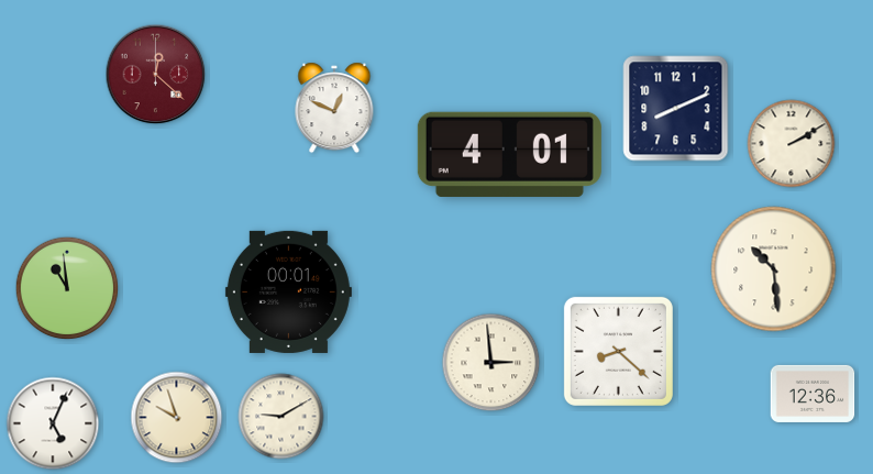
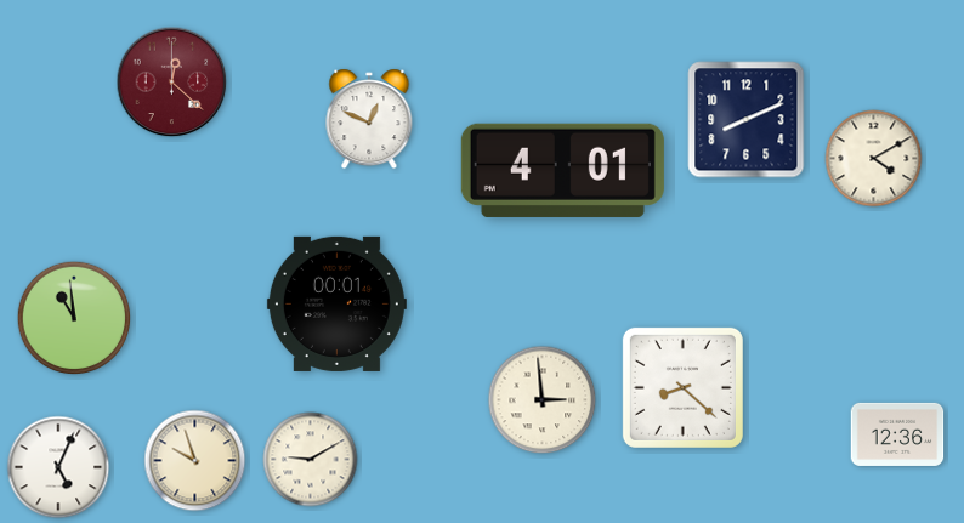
clock at (792, 144): 2:10 -> 4:10
clock at (774, 269): 10:29 -> none
clock at (288, 291) position: (288, 291) -> (336, 303)
